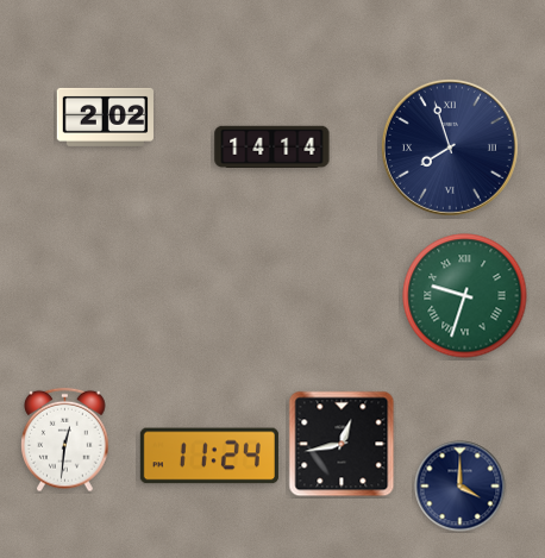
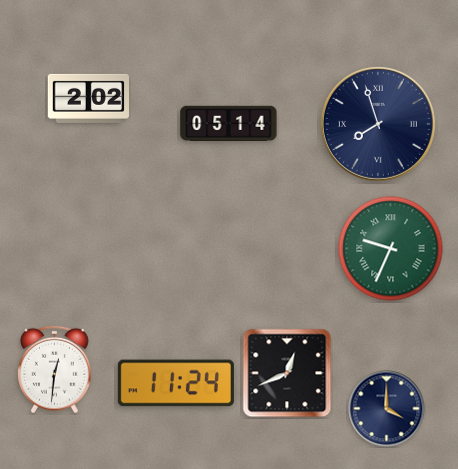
clock at (272, 146): 14:14 -> 05:14
clock at (465, 296): 9:33 -> 9:34
clock at (342, 444): 12:43 -> 12:41
